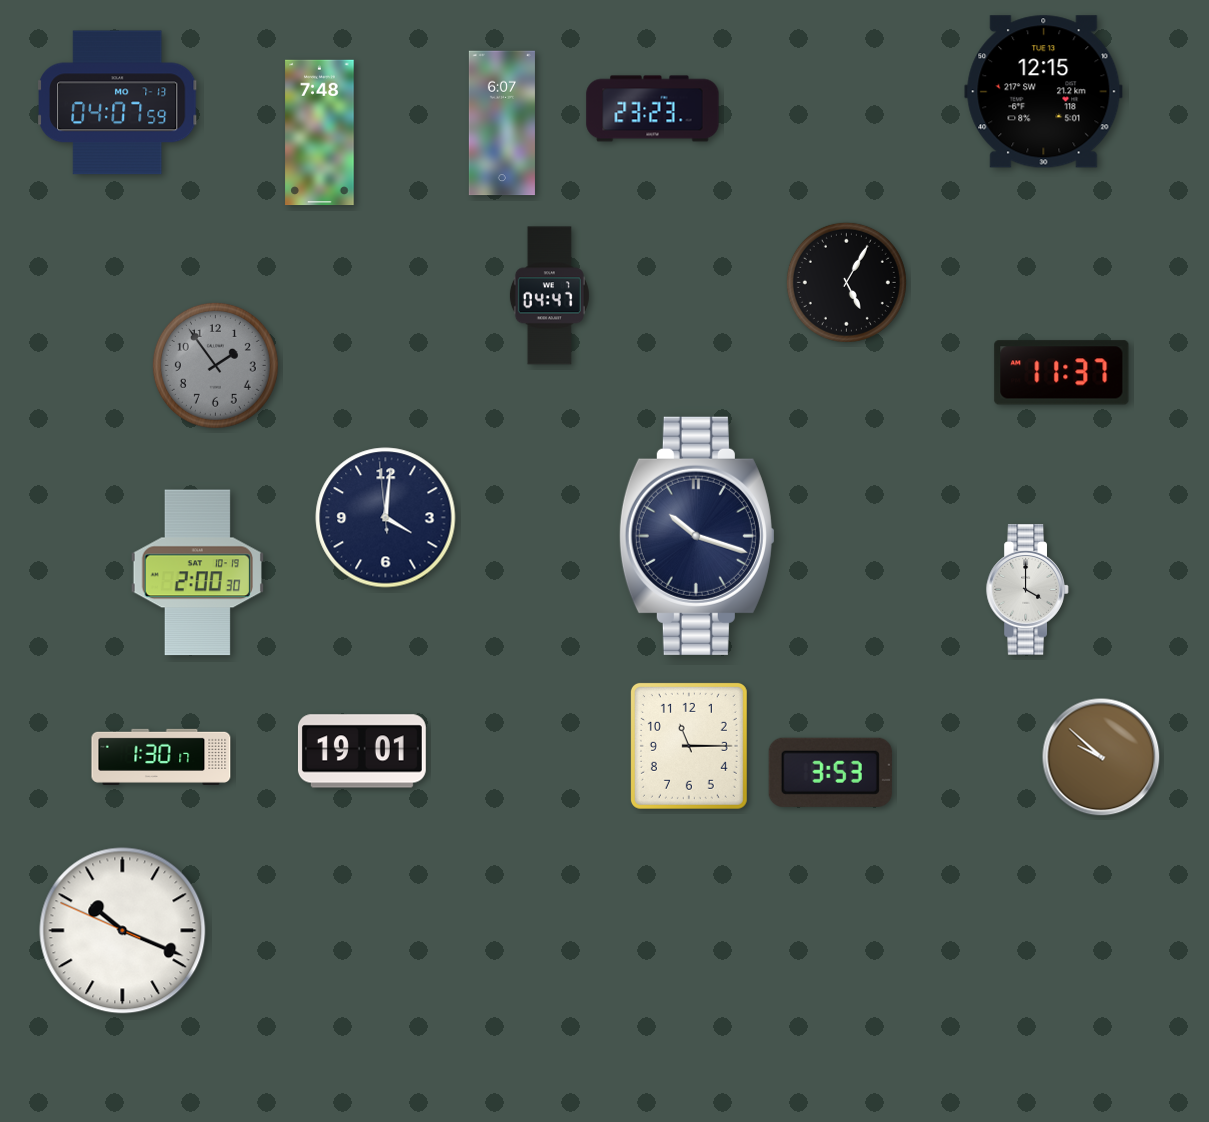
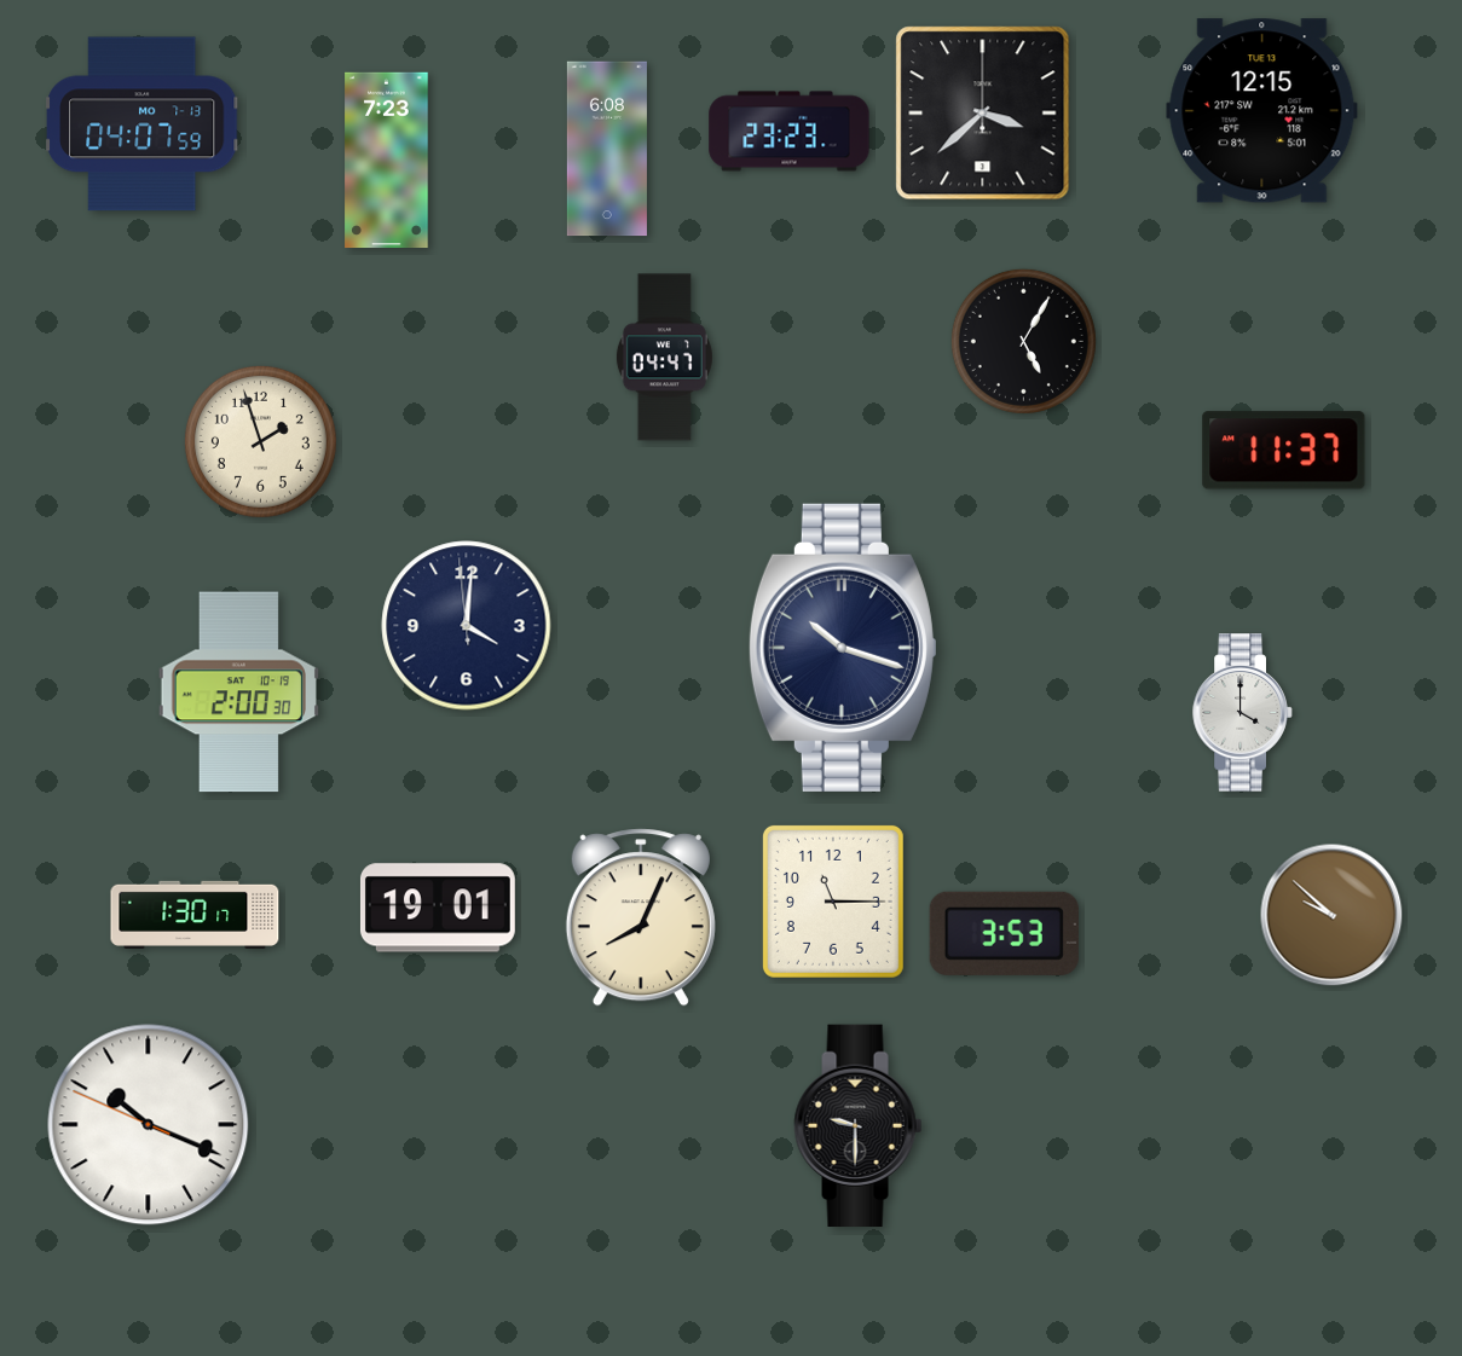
clock at (983, 114): none -> 3:38
clock at (502, 123): 6:07 -> 6:08
clock at (320, 133): 7:48 -> 7:23
clock at (215, 365): 1:54 -> 1:57
clock at (215, 365) dial: grey -> cream
clock at (641, 917): none -> 8:04
clock at (859, 1125): none -> 9:30
